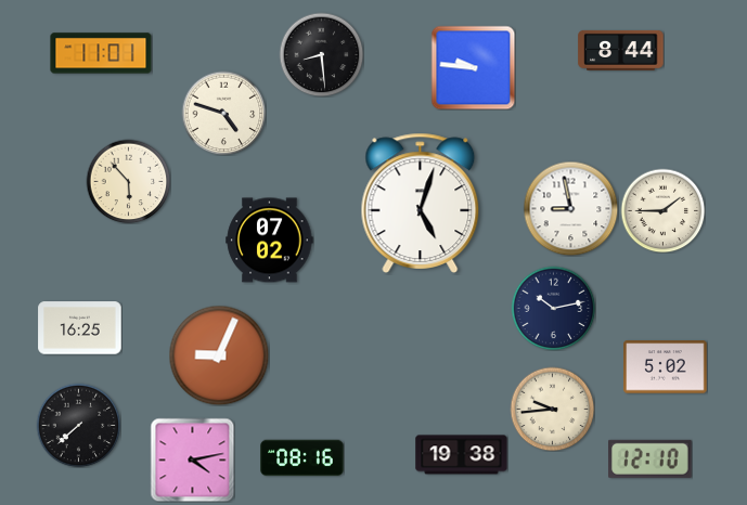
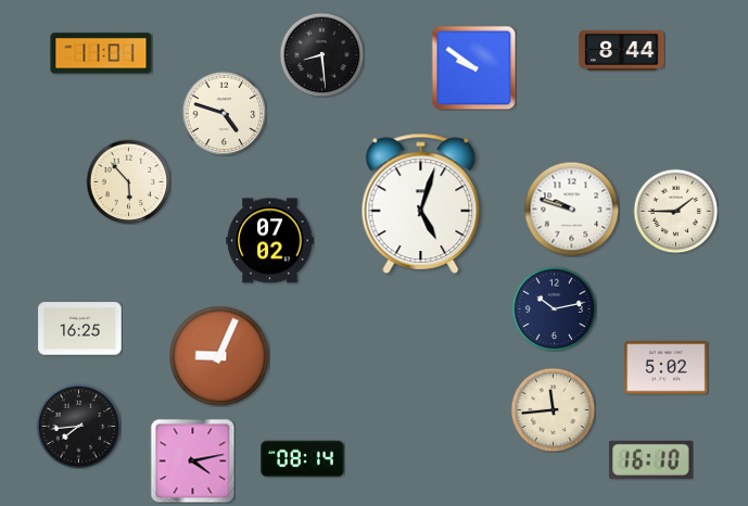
clock at (473, 67): 9:46 -> 9:51
clock at (570, 208): 8:58 -> 9:48
clock at (662, 210) position: (662, 210) -> (675, 211)
clock at (552, 409): 9:44 -> 11:44
clock at (78, 425): 7:38 -> 7:44
clock at (462, 455): 19:38 -> none
clock at (302, 458): 08:16 -> 08:14
clock at (651, 458): 12:10 -> 16:10
